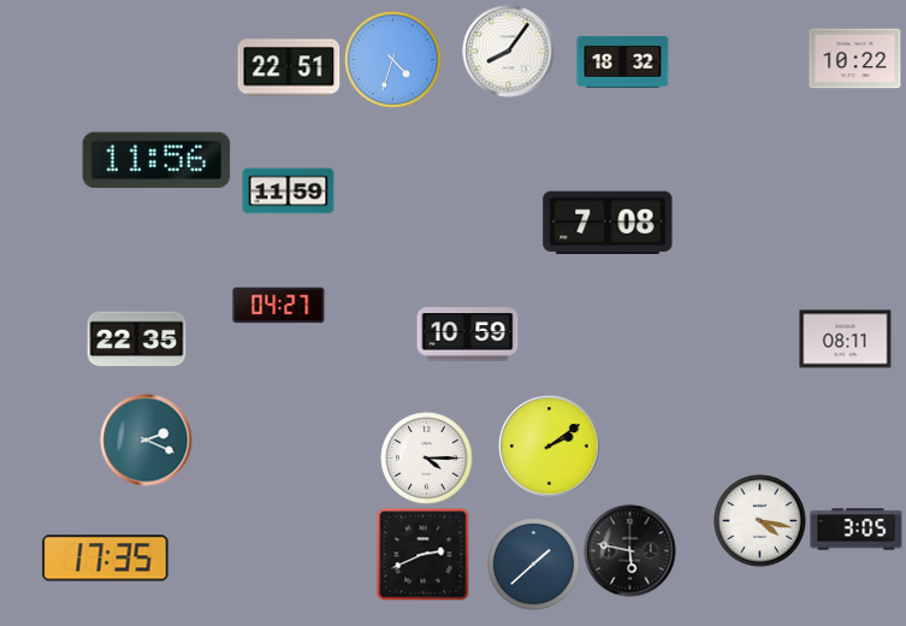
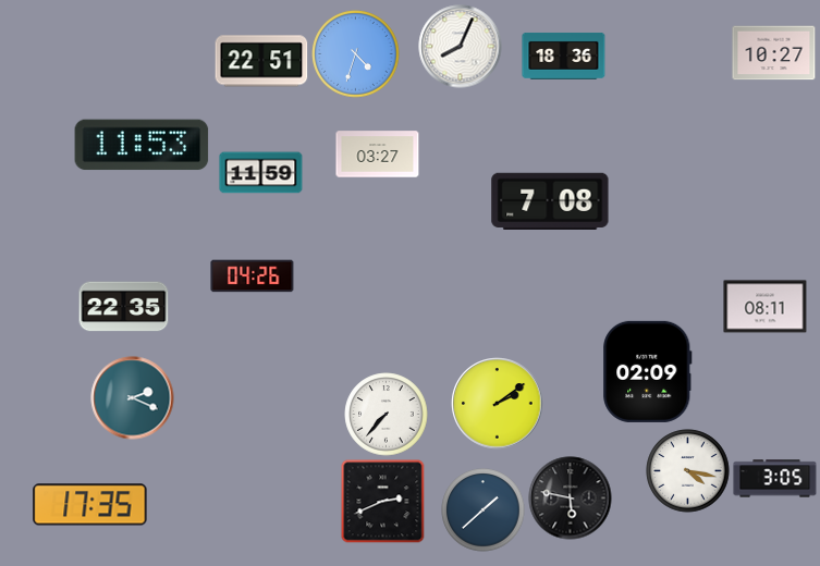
clock at (509, 52): 8:06 -> 8:04
clock at (855, 59): 10:22 -> 10:27
clock at (623, 61): 18:32 -> 18:36
clock at (156, 160): 11:56 -> 11:53
clock at (378, 155): none -> 03:27
clock at (279, 306): 04:27 -> 04:26
clock at (468, 335): 10:59 -> none
clock at (648, 371): none -> 02:09
clock at (427, 459): 4:15 -> 7:37
clock at (106, 559) position: (106, 559) -> (90, 505)
